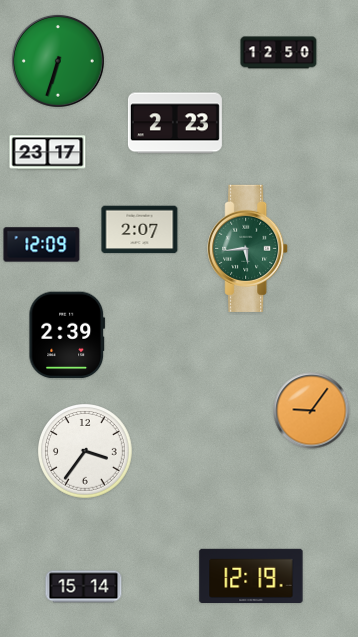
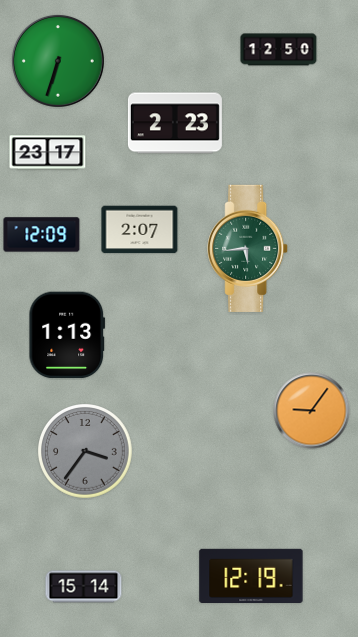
clock at (279, 53) position: (279, 53) -> (279, 50)
clock at (42, 245) position: (42, 245) -> (42, 235)
clock at (67, 335): 2:39 -> 1:13
clock at (86, 452) dial: white -> grey
